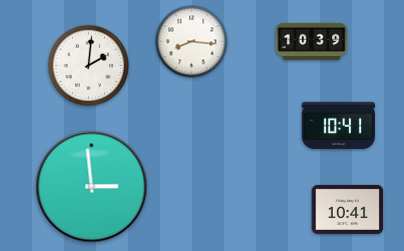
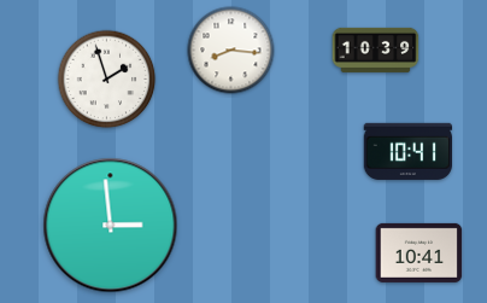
clock at (89, 66): 2:01 -> 1:57
